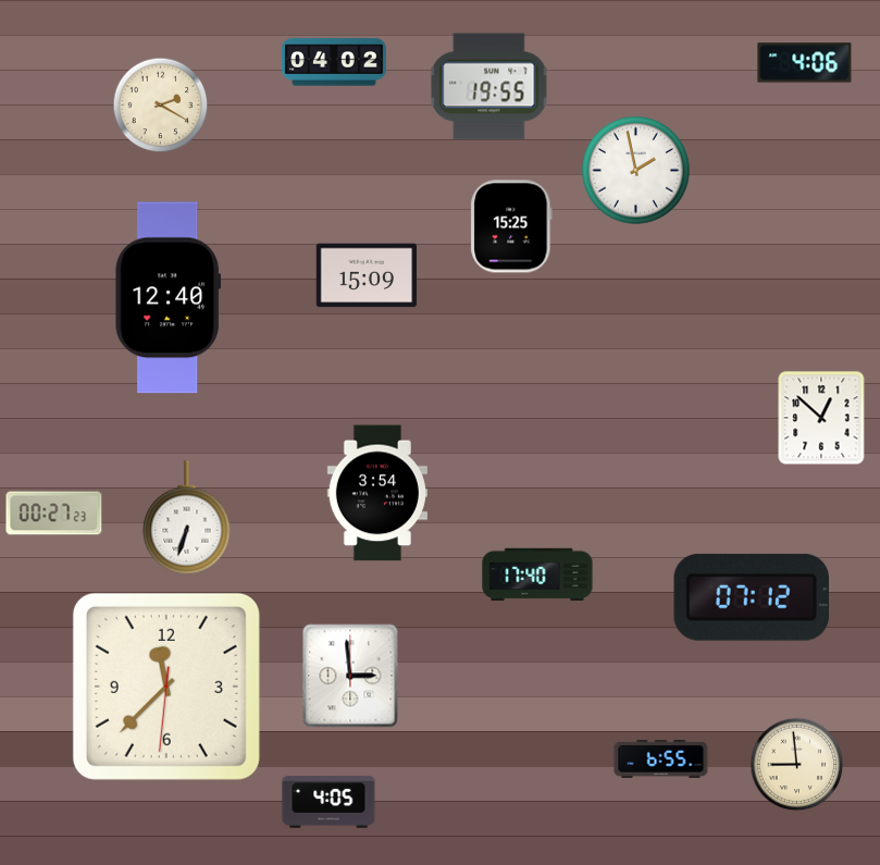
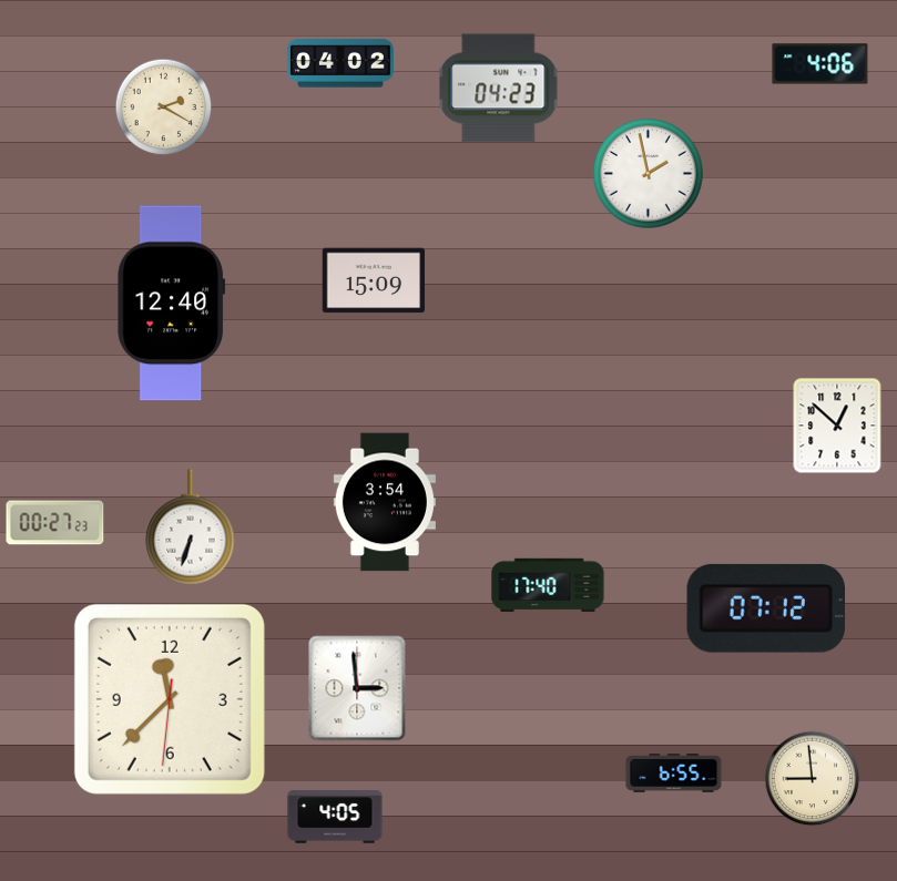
clock at (489, 87): 19:55 -> 04:23
clock at (511, 226): 15:25 -> none
